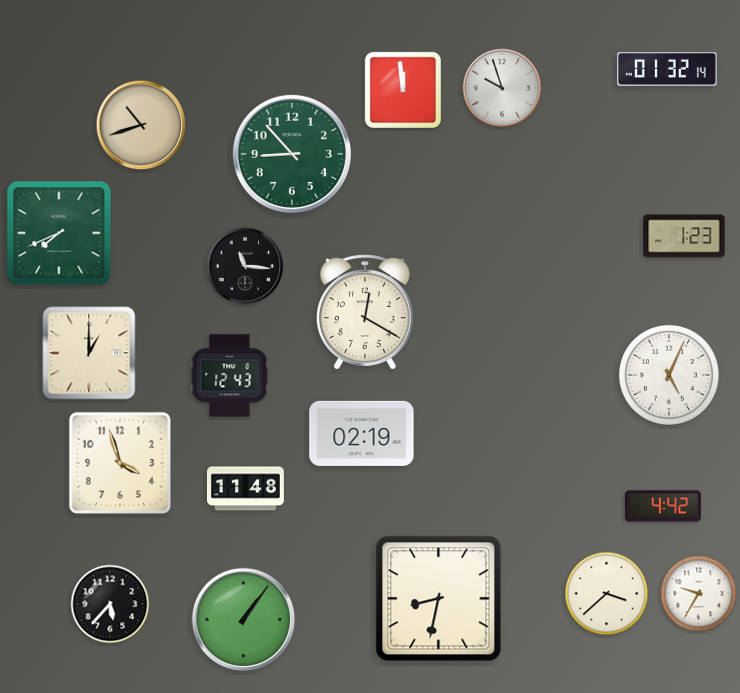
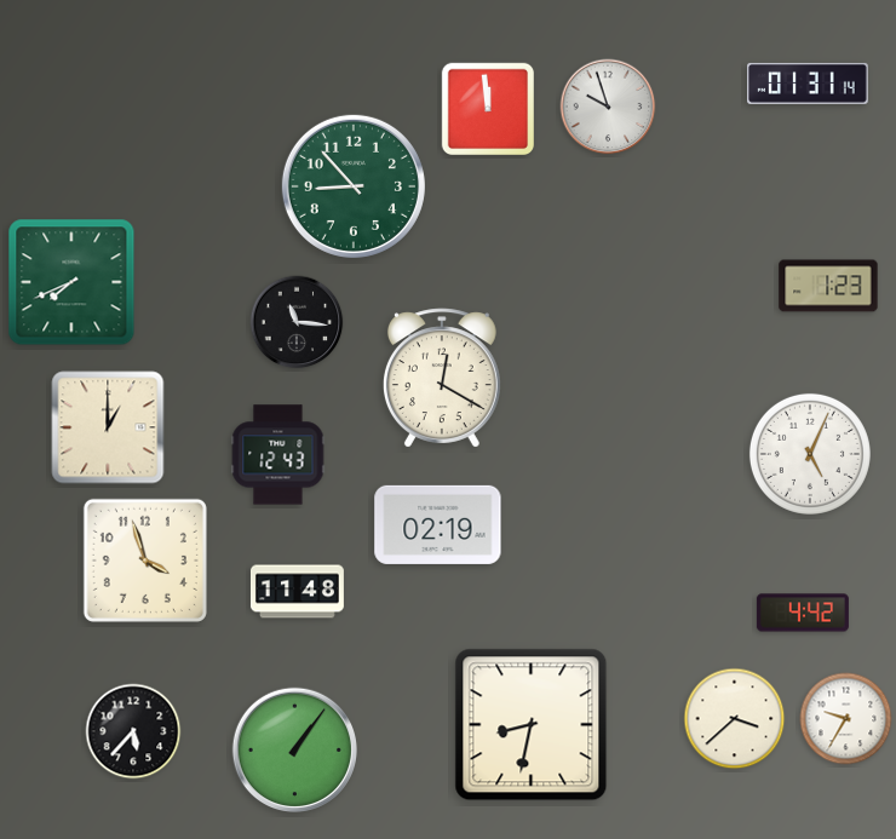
clock at (668, 69): 01:32 -> 01:31
clock at (141, 125): 10:42 -> none
